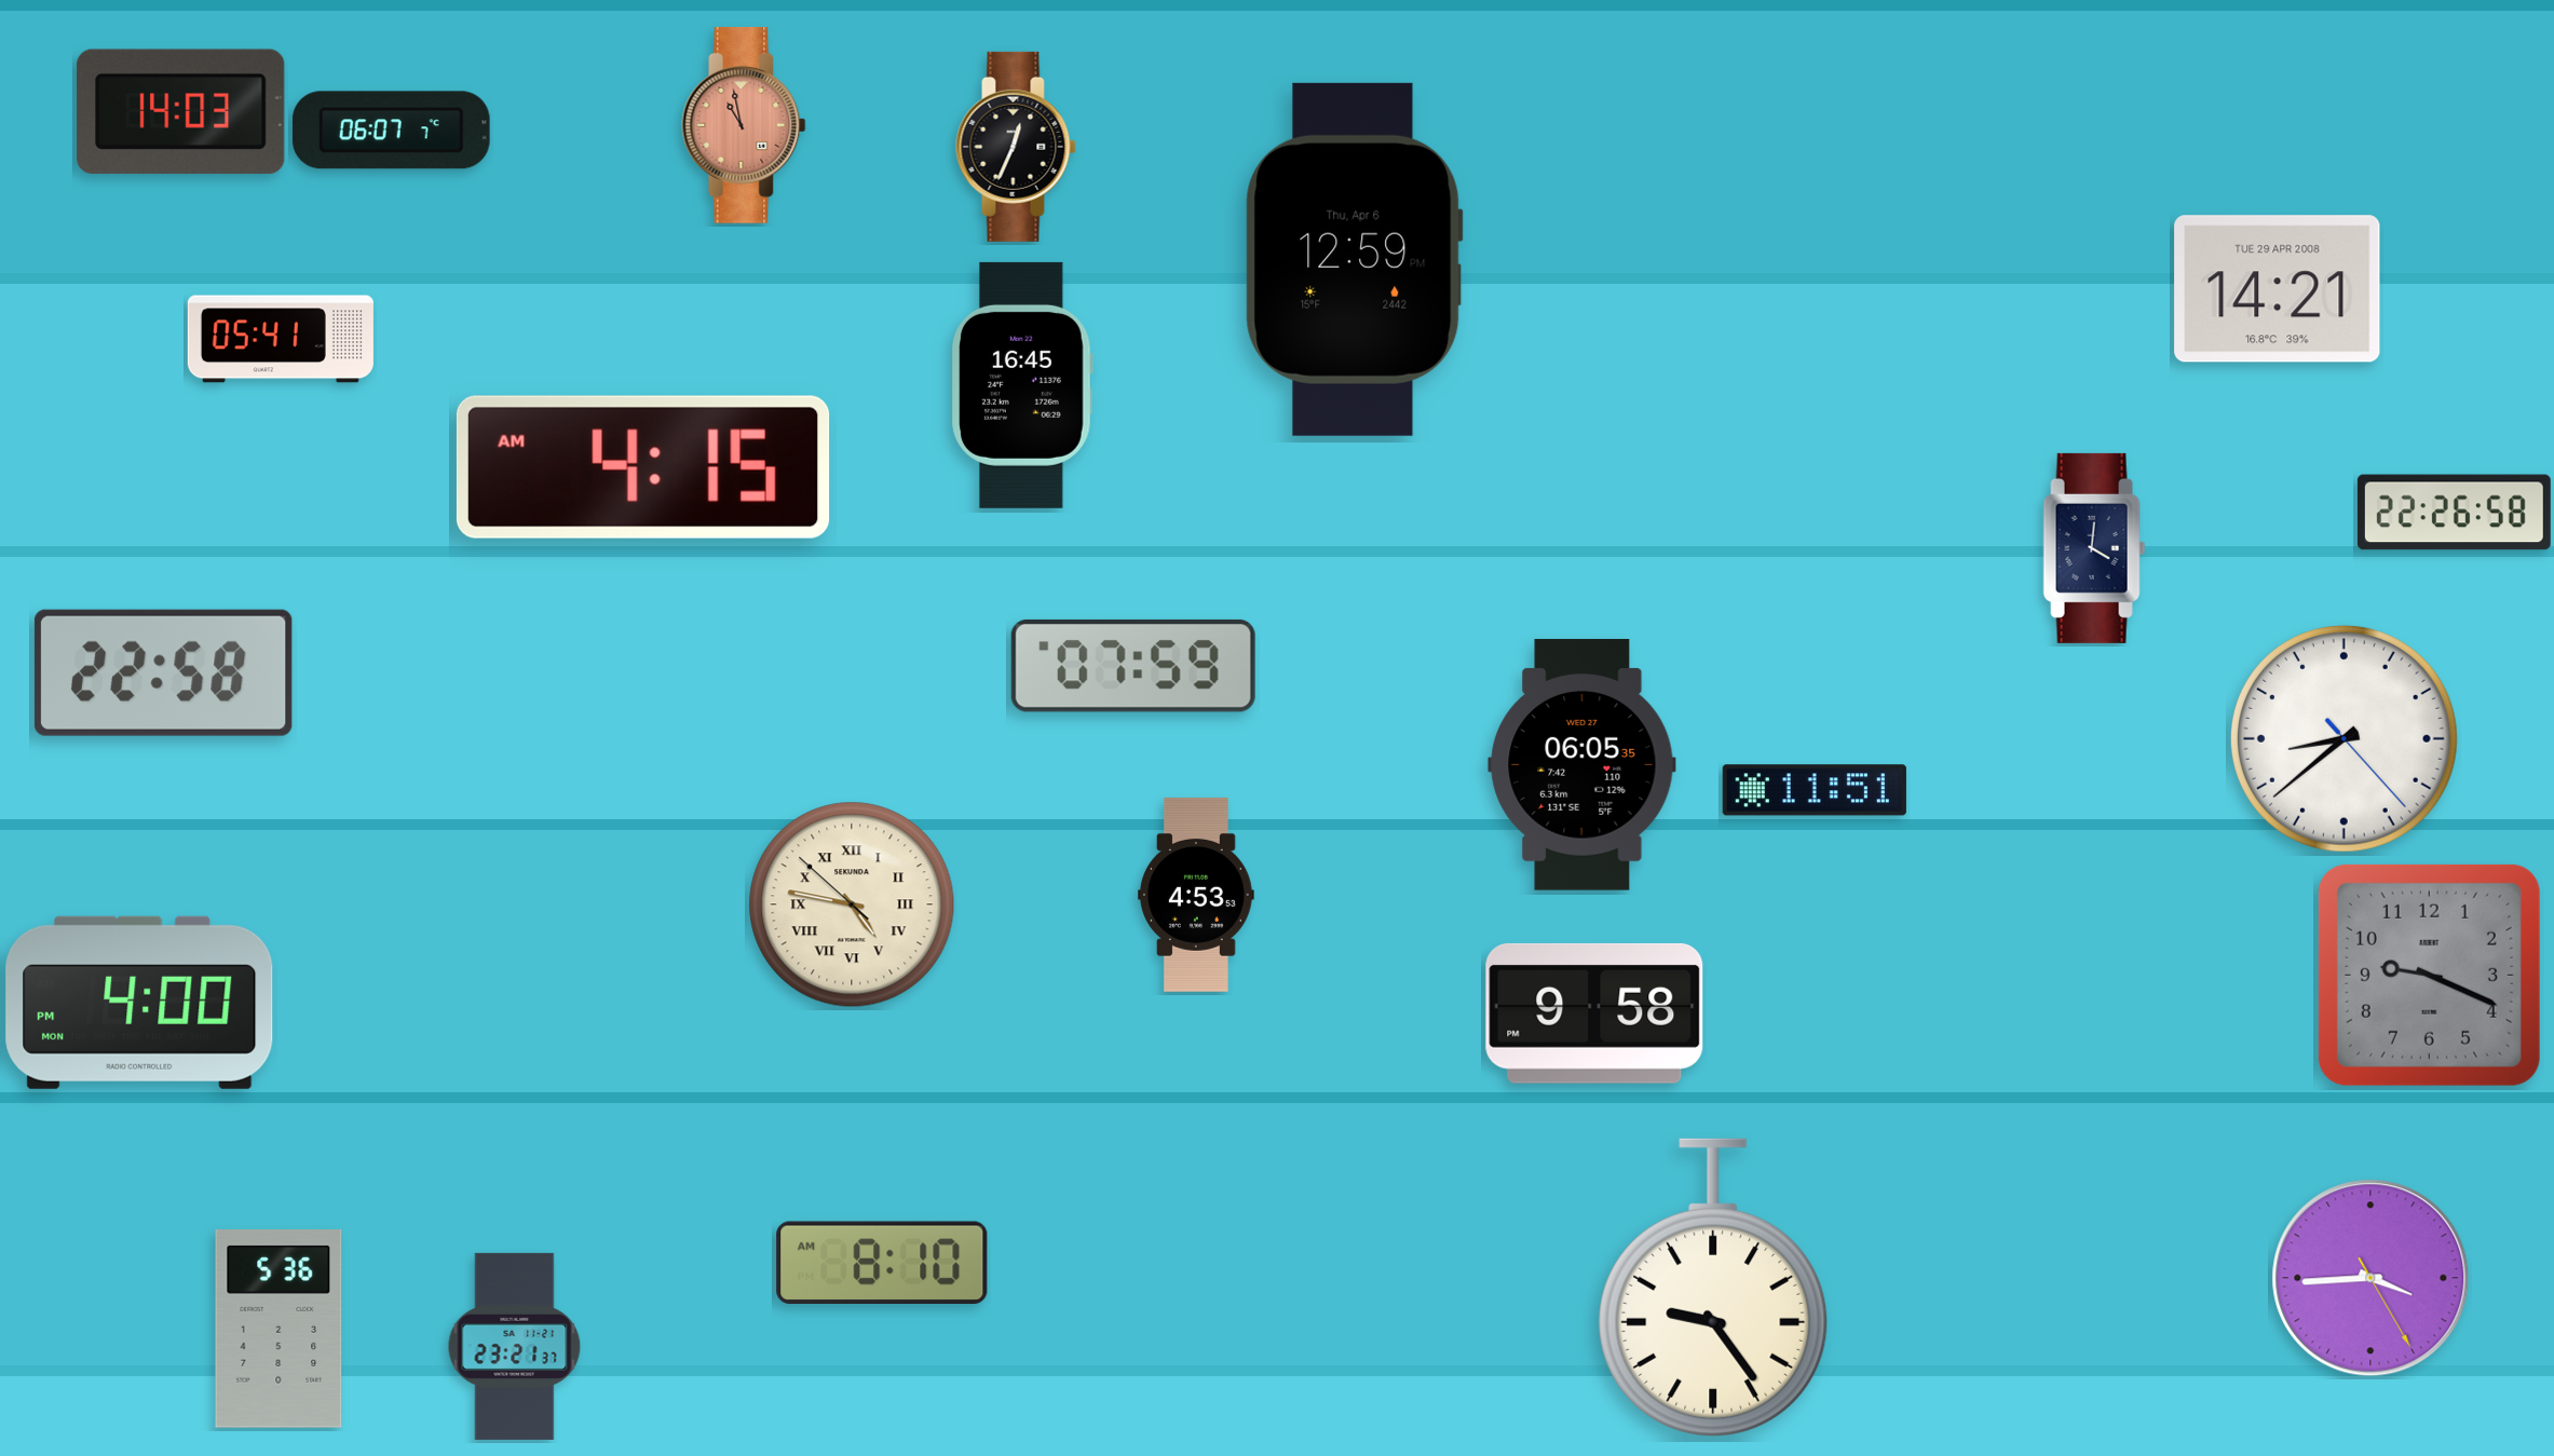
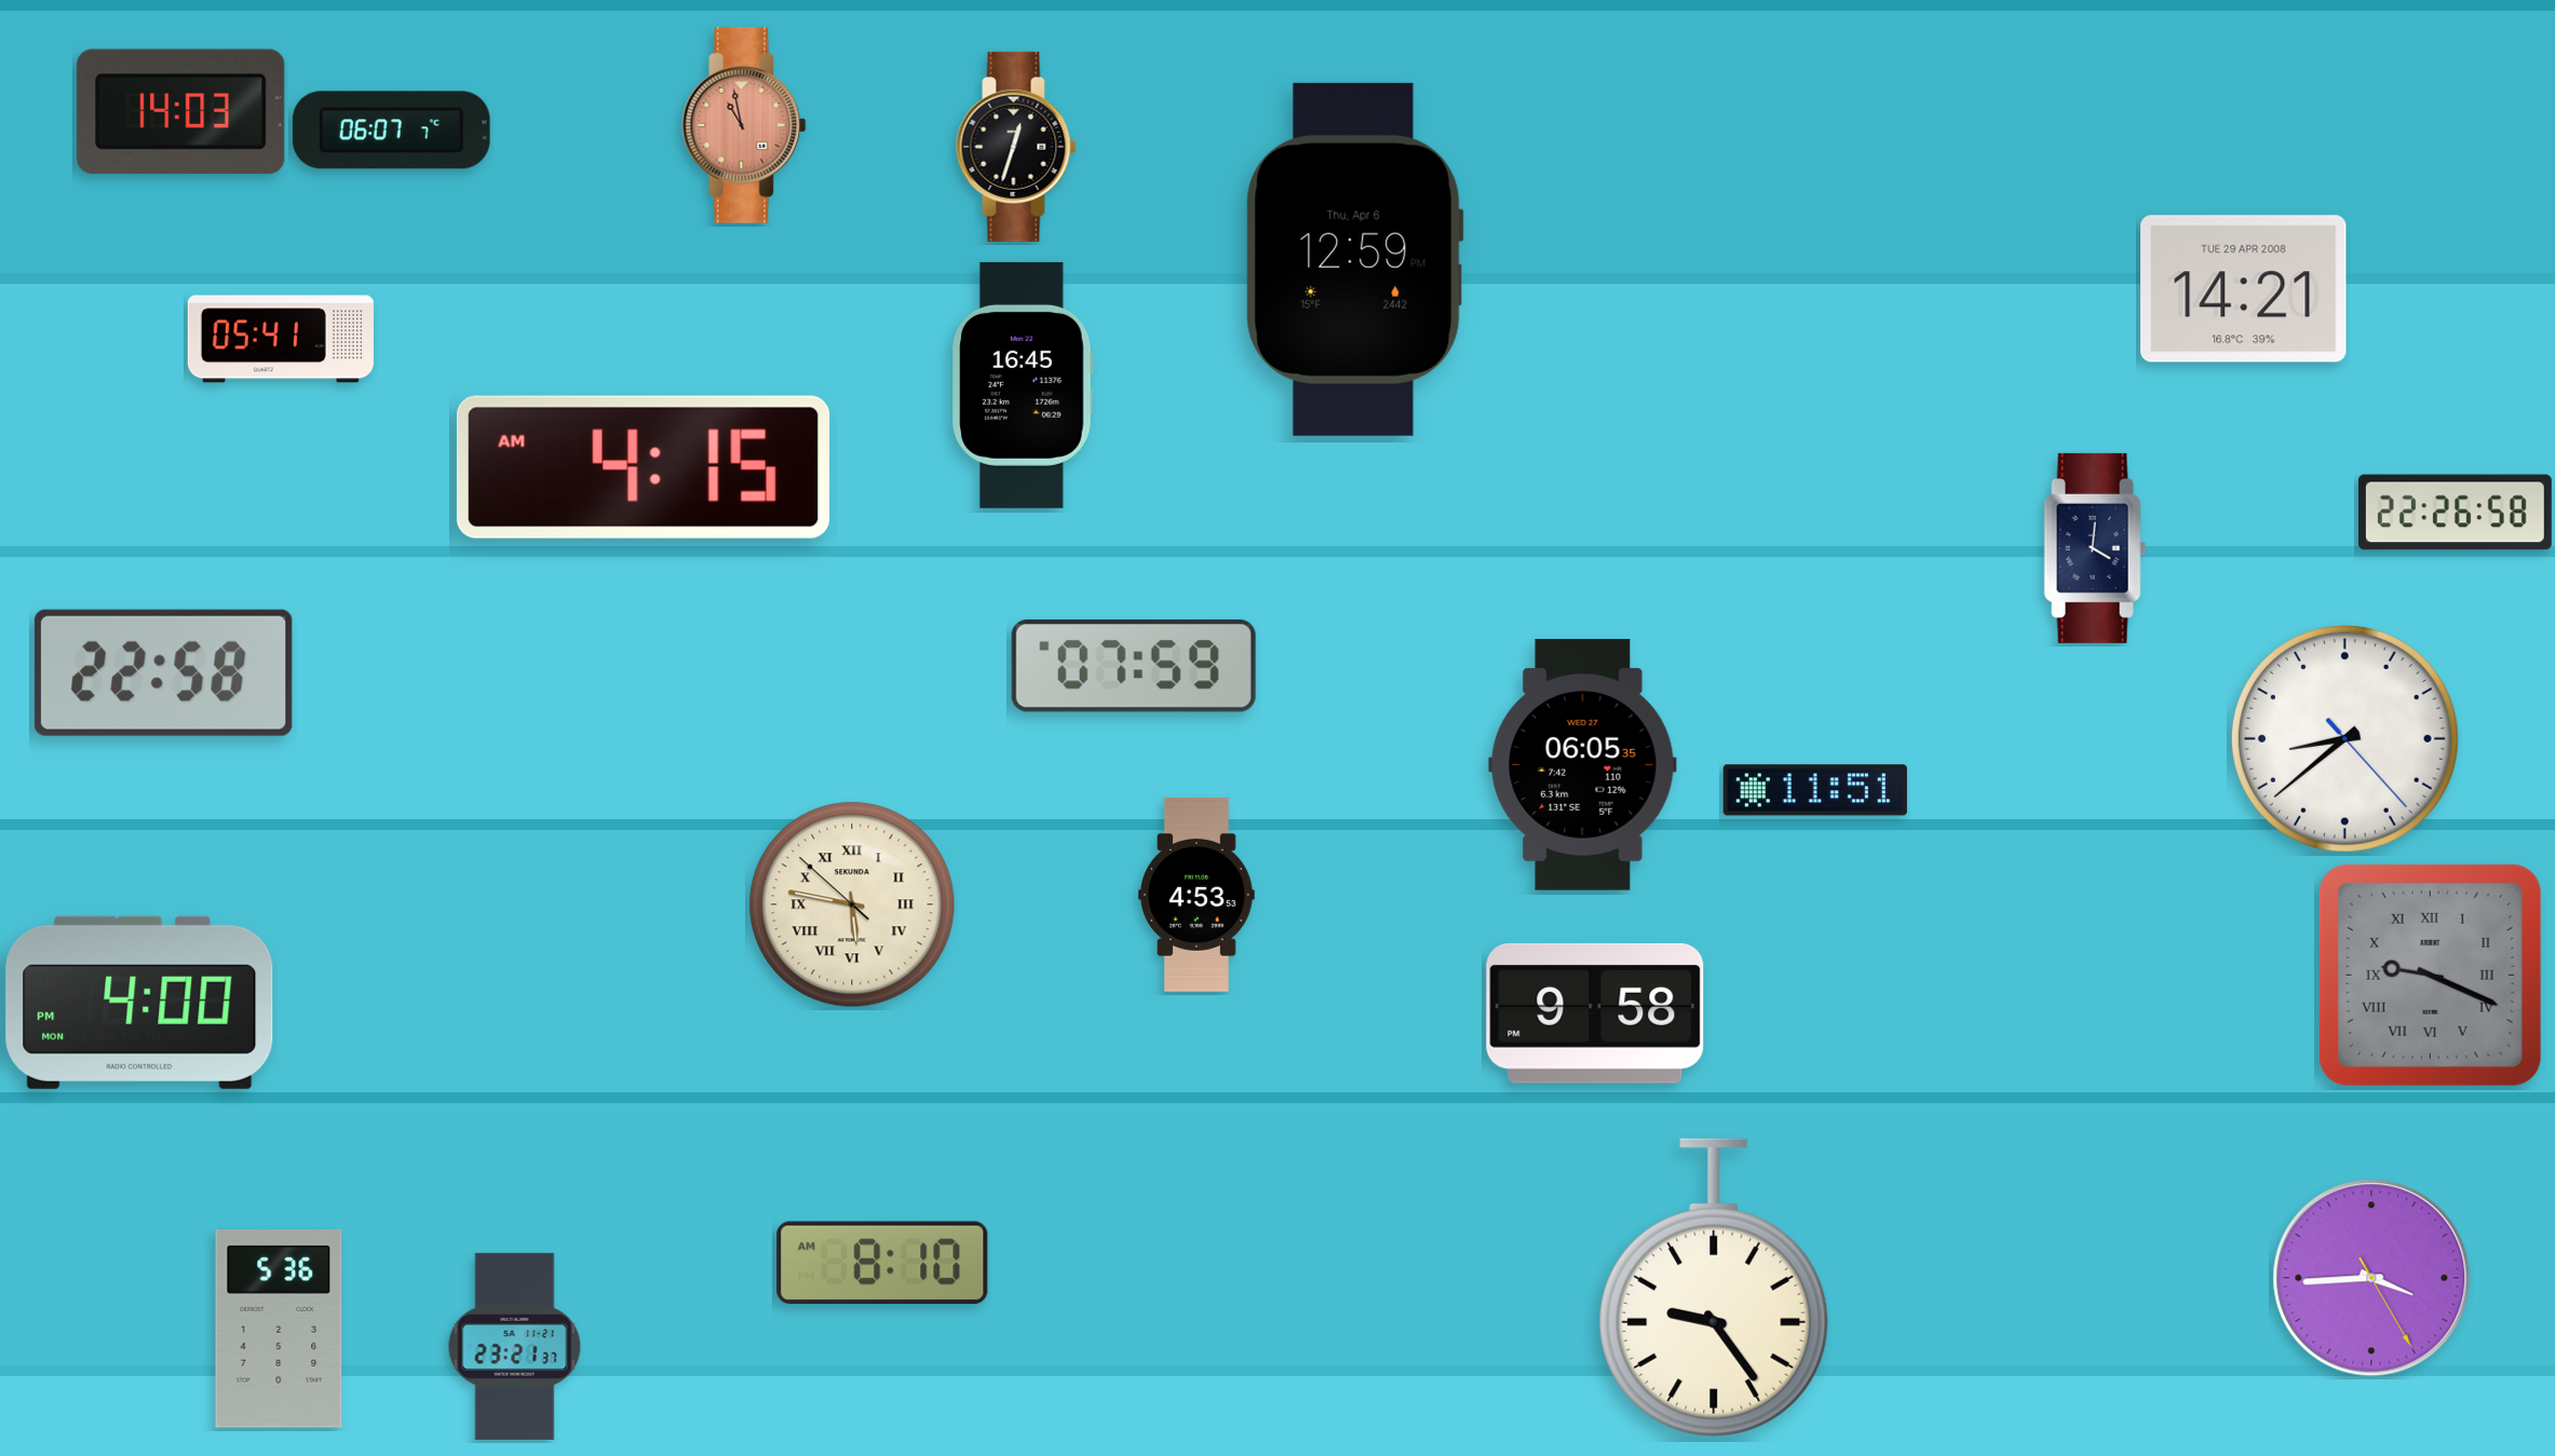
clock at (1016, 147): 12:34 -> 12:33
clock at (2278, 289) position: (2278, 289) -> (2244, 289)
clock at (852, 904): 4:46 -> 5:46
clock at (2429, 975) numerals: Arabic -> Roman
